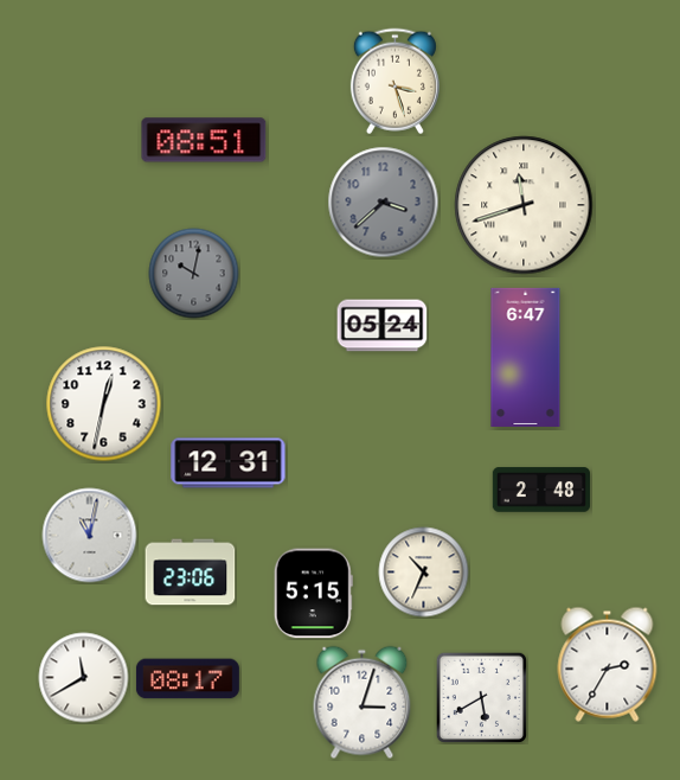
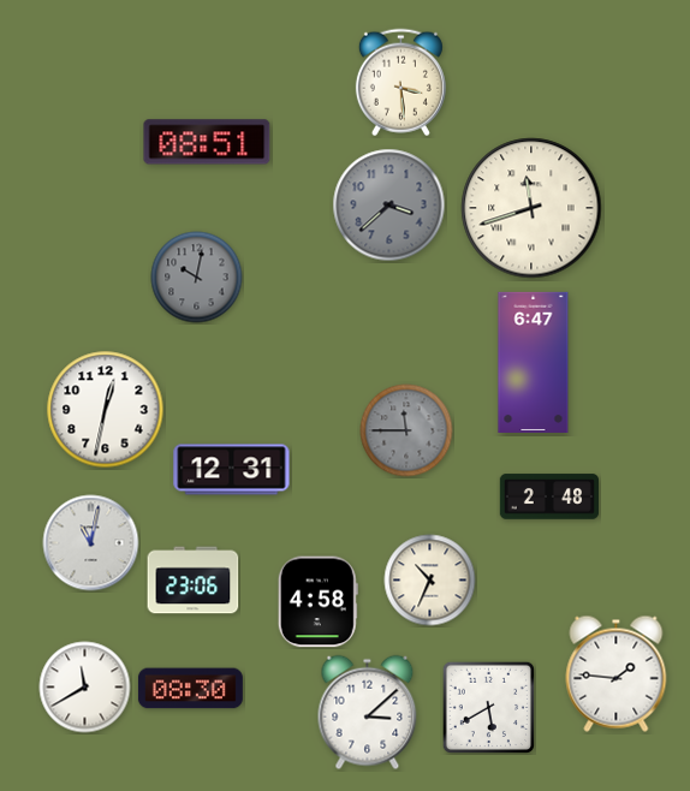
clock at (394, 82): 3:27 -> 3:29
clock at (383, 326): 05:24 -> none
clock at (406, 430): none -> 11:45
clock at (313, 594): 5:15 -> 4:58
clock at (608, 664): 2:35 -> 1:46
clock at (187, 679): 08:17 -> 08:30
clock at (363, 703): 3:03 -> 3:08
